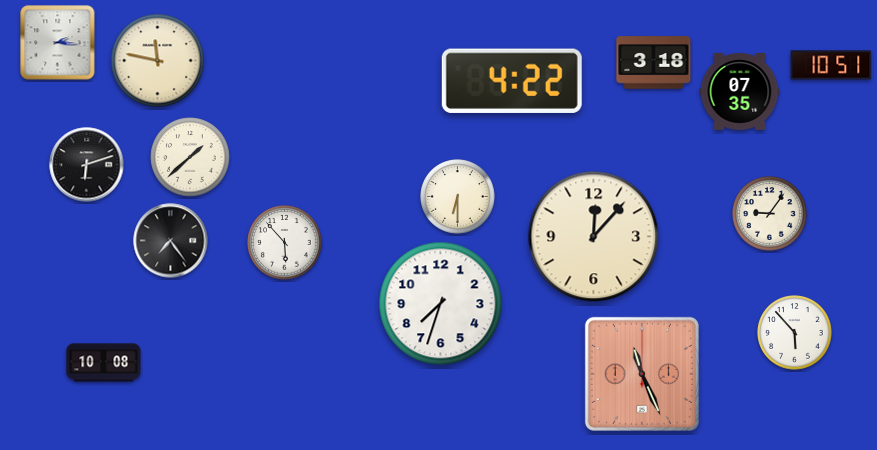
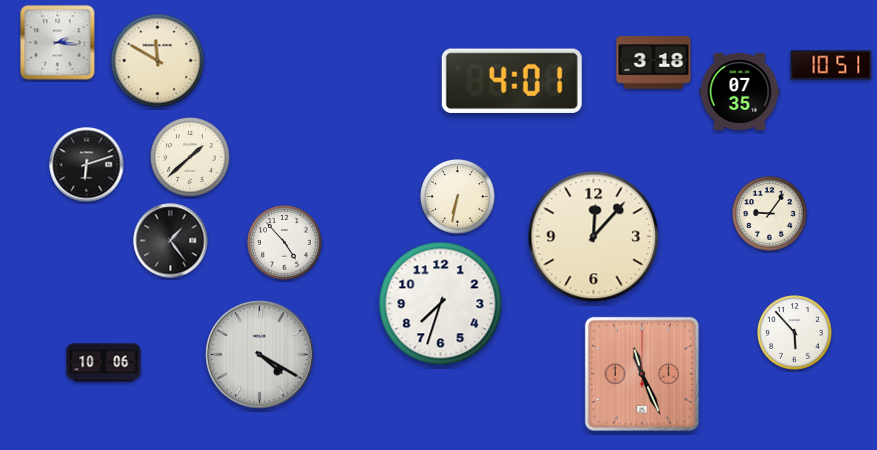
clock at (158, 61): 11:47 -> 11:50
clock at (512, 81): 4:22 -> 4:01
clock at (458, 197): 6:30 -> 6:32
clock at (171, 241): 7:24 -> 1:24
clock at (285, 243): 5:53 -> 4:53
clock at (260, 355): none -> 4:20
clock at (104, 363): 10:08 -> 10:06
